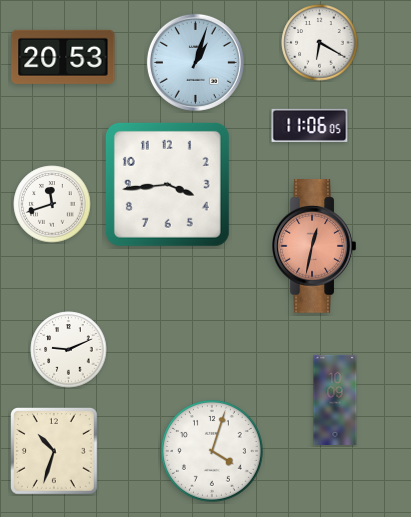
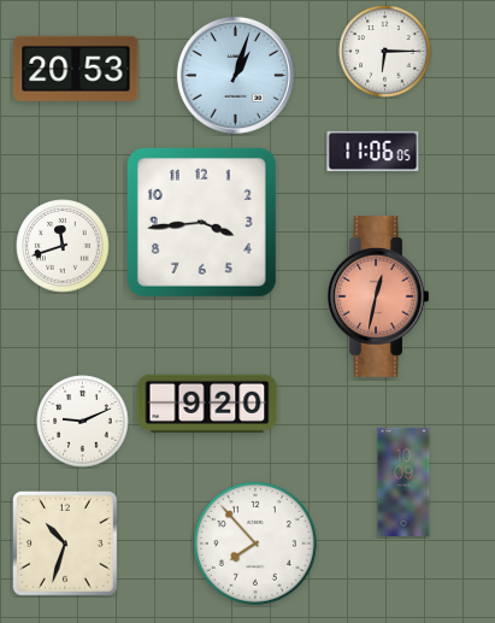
clock at (320, 43): 6:20 -> 6:15
clock at (207, 404): none -> 9:20
clock at (212, 451): 4:03 -> 7:53
